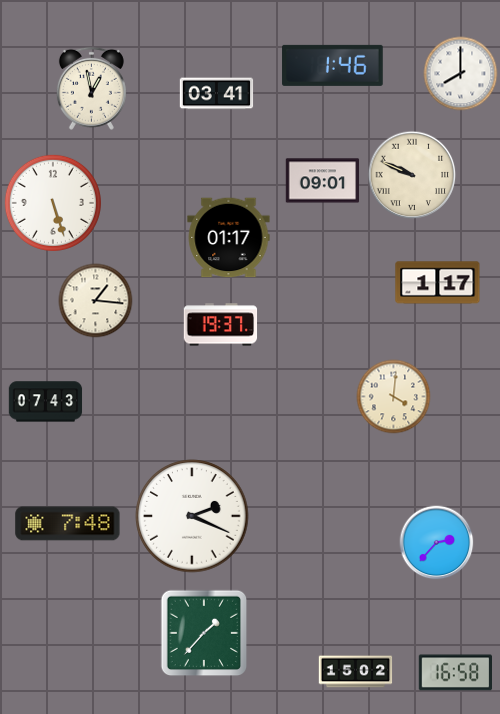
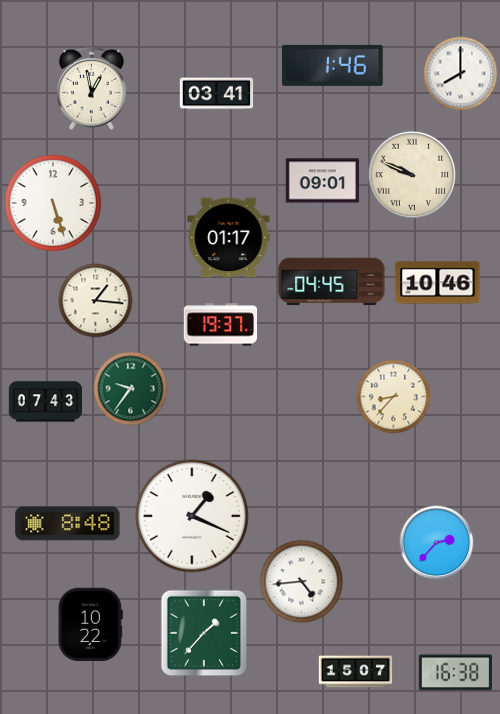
clock at (332, 282): none -> 04:45
clock at (438, 283): 1:17 -> 10:46
clock at (131, 389): none -> 9:36
clock at (394, 397): 4:01 -> 8:37
clock at (192, 516): 2:19 -> 1:19
clock at (68, 524): 7:48 -> 8:48
clock at (302, 582): none -> 4:44
clock at (90, 624): none -> 10:22
clock at (356, 672): 15:02 -> 15:07
clock at (456, 673): 16:58 -> 16:38
